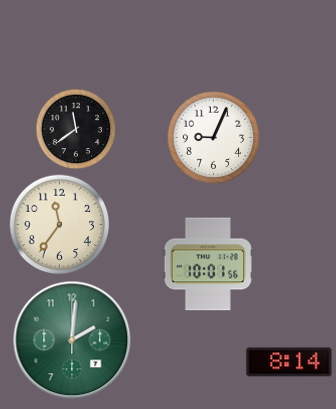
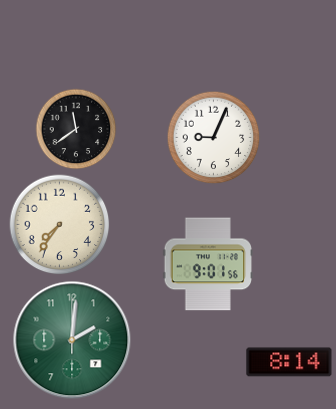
clock at (60, 225): 11:36 -> 7:36
clock at (208, 264): 10:01 -> 9:01
